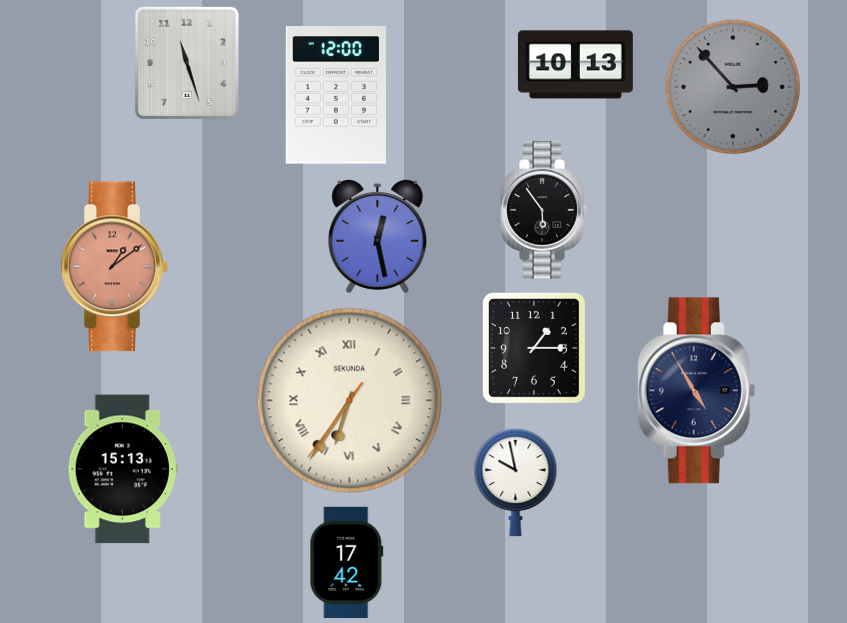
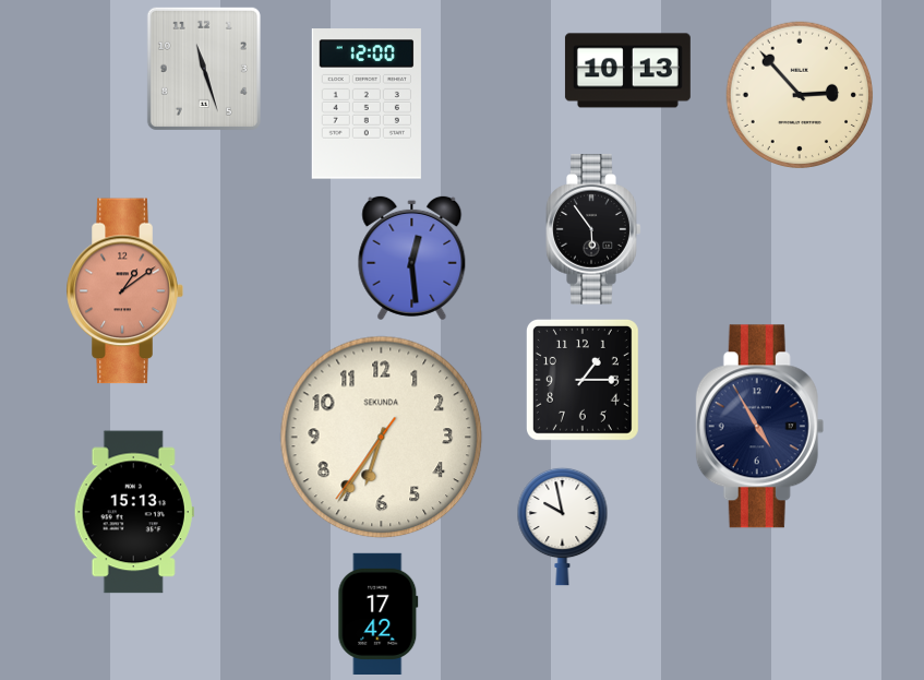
clock at (733, 87) dial: grey -> cream
clock at (378, 236): 12:28 -> 12:29
clock at (350, 401) numerals: Roman -> Arabic
